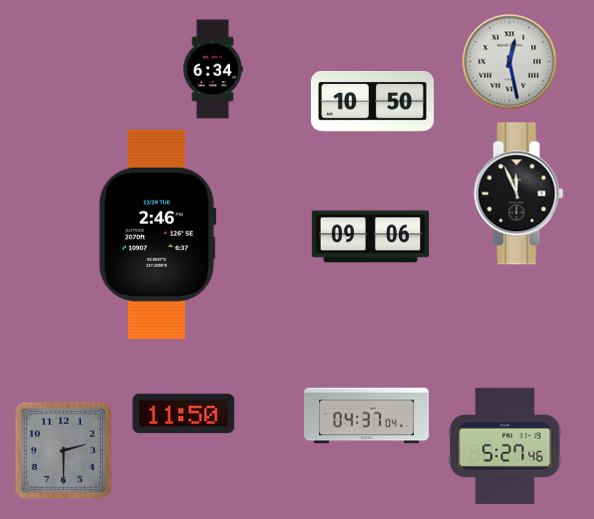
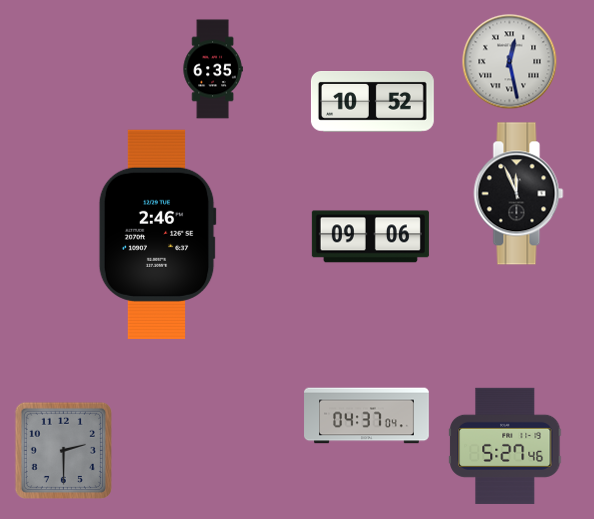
clock at (213, 69): 6:34 -> 6:35
clock at (372, 102): 10:50 -> 10:52
clock at (184, 414): 11:50 -> none
